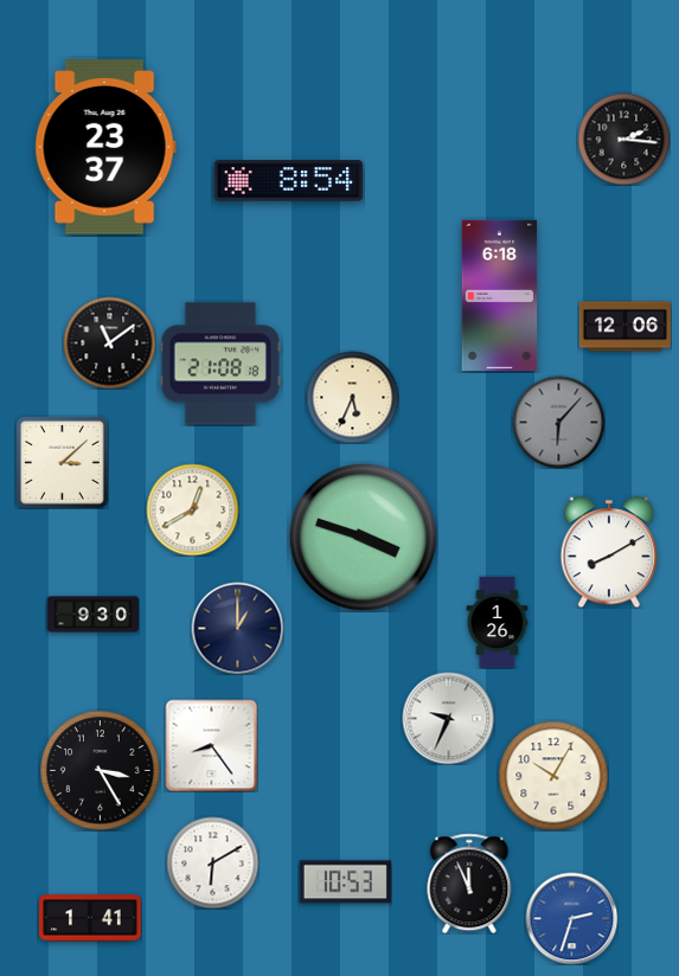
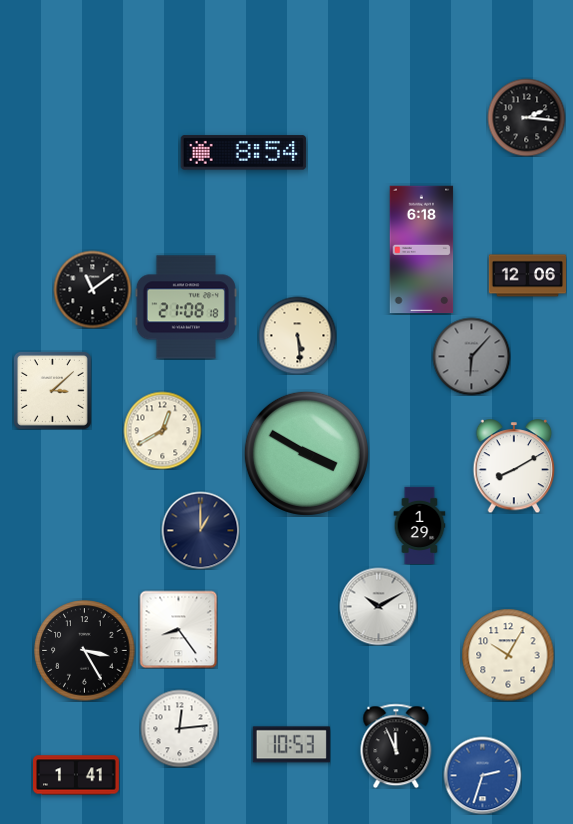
clock at (105, 147): 23:37 -> none
clock at (352, 397): 5:34 -> 5:29
clock at (363, 537): 3:48 -> 3:50
clock at (92, 615): 9:30 -> none
clock at (498, 622): 1:26 -> 1:29
clock at (448, 718): 9:34 -> 10:10
clock at (553, 776) position: (553, 776) -> (508, 655)
clock at (212, 862): 6:10 -> 12:14
